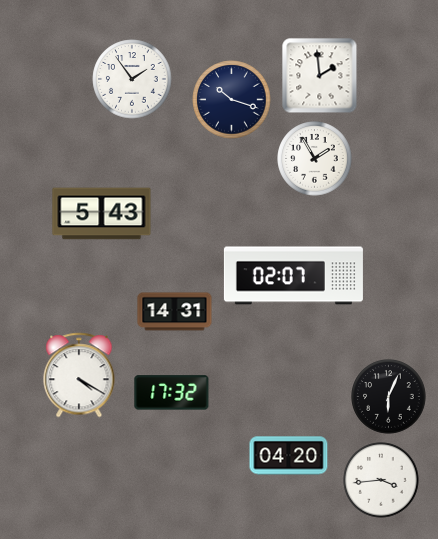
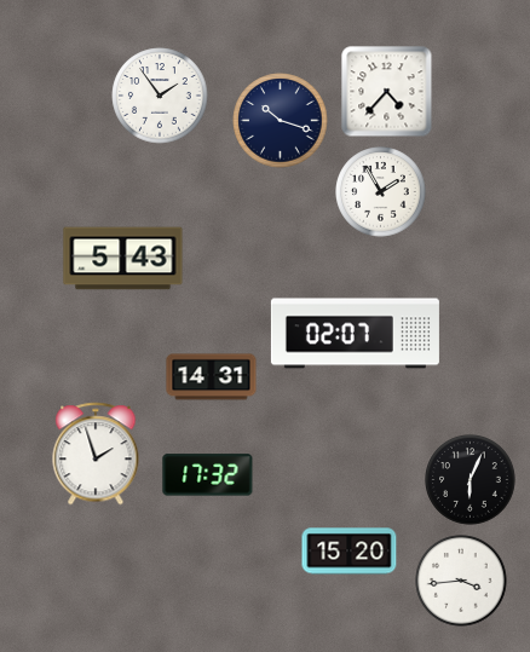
clock at (320, 76): 1:59 -> 4:37
clock at (79, 375): 4:20 -> 1:57
clock at (289, 456): 04:20 -> 15:20
